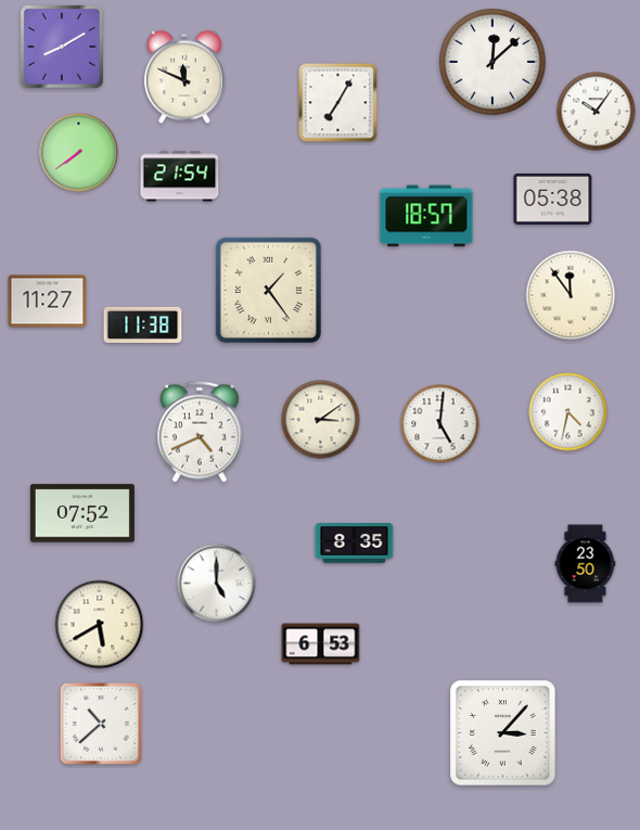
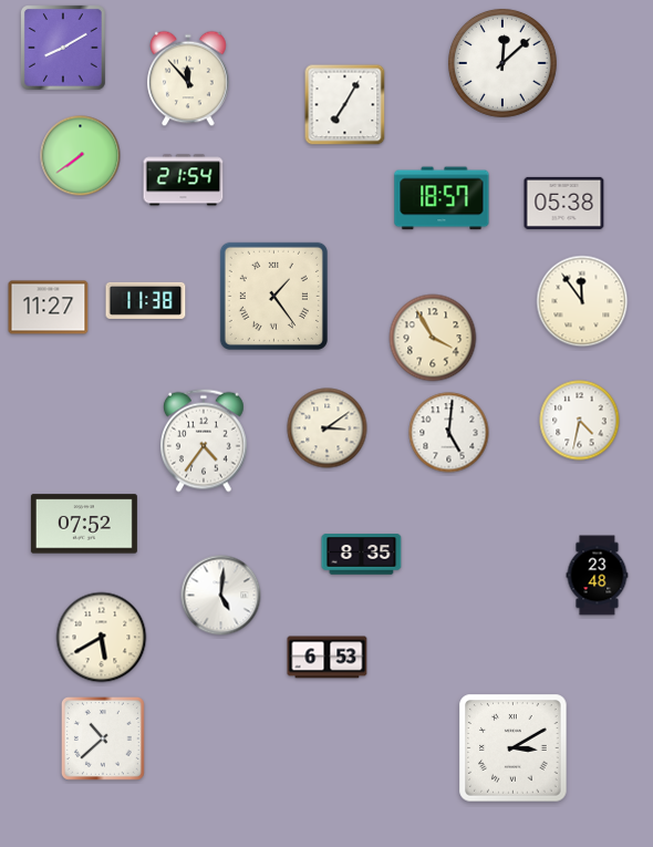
clock at (184, 77): 11:49 -> 11:53
clock at (597, 112): 10:06 -> none
clock at (426, 216) position: (426, 216) -> (442, 198)
clock at (143, 324) position: (143, 324) -> (146, 300)
clock at (433, 338): none -> 3:55
clock at (201, 432): 4:41 -> 4:36
clock at (586, 564): 23:50 -> 23:48
clock at (217, 584): 5:00 -> 5:01
clock at (503, 733): 3:07 -> 3:10
